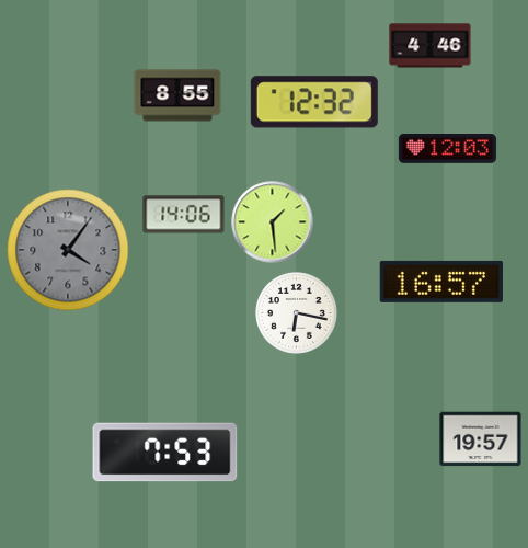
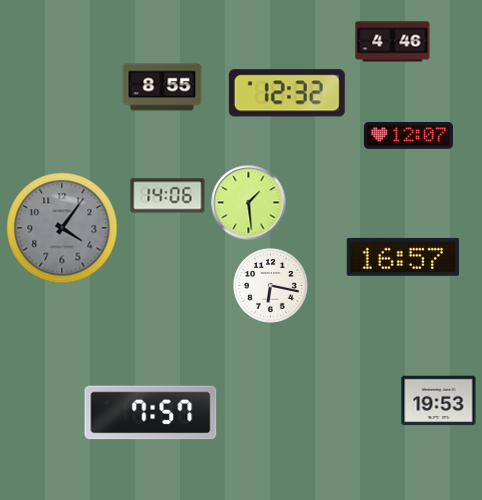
clock at (447, 149): 12:03 -> 12:07
clock at (481, 439): 19:57 -> 19:53
clock at (165, 453): 7:53 -> 7:57
